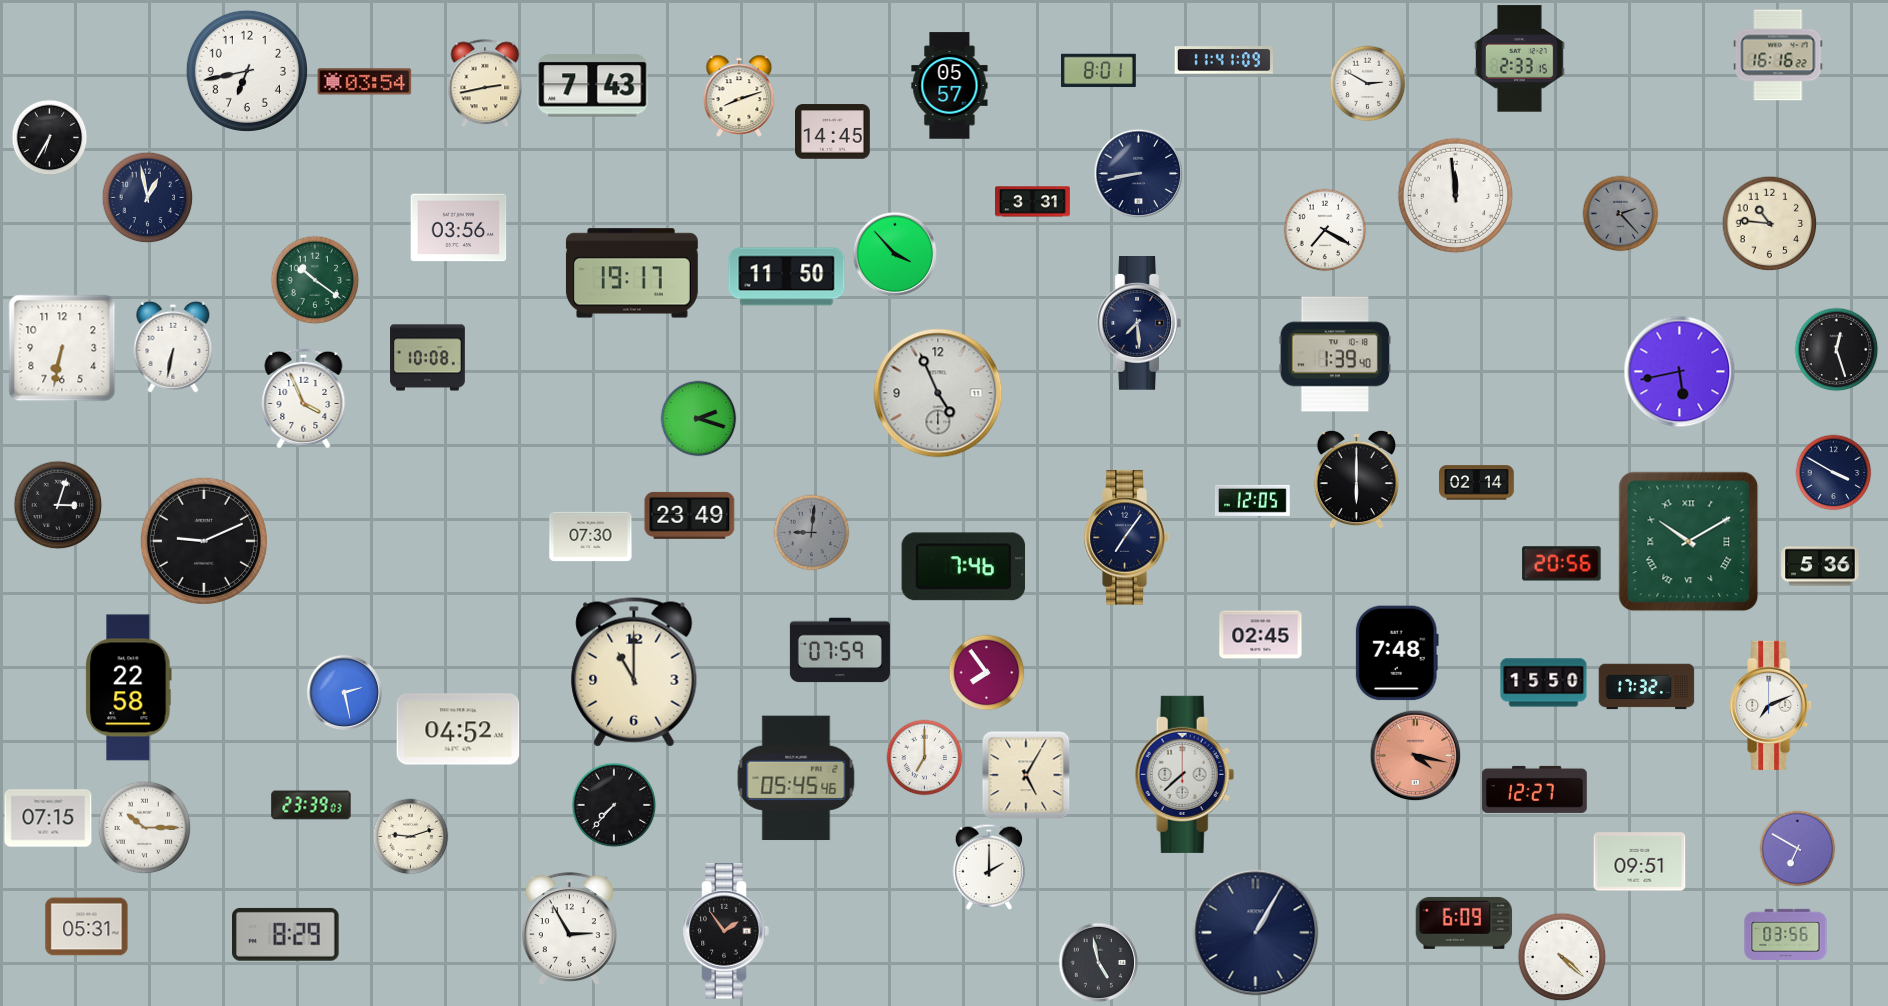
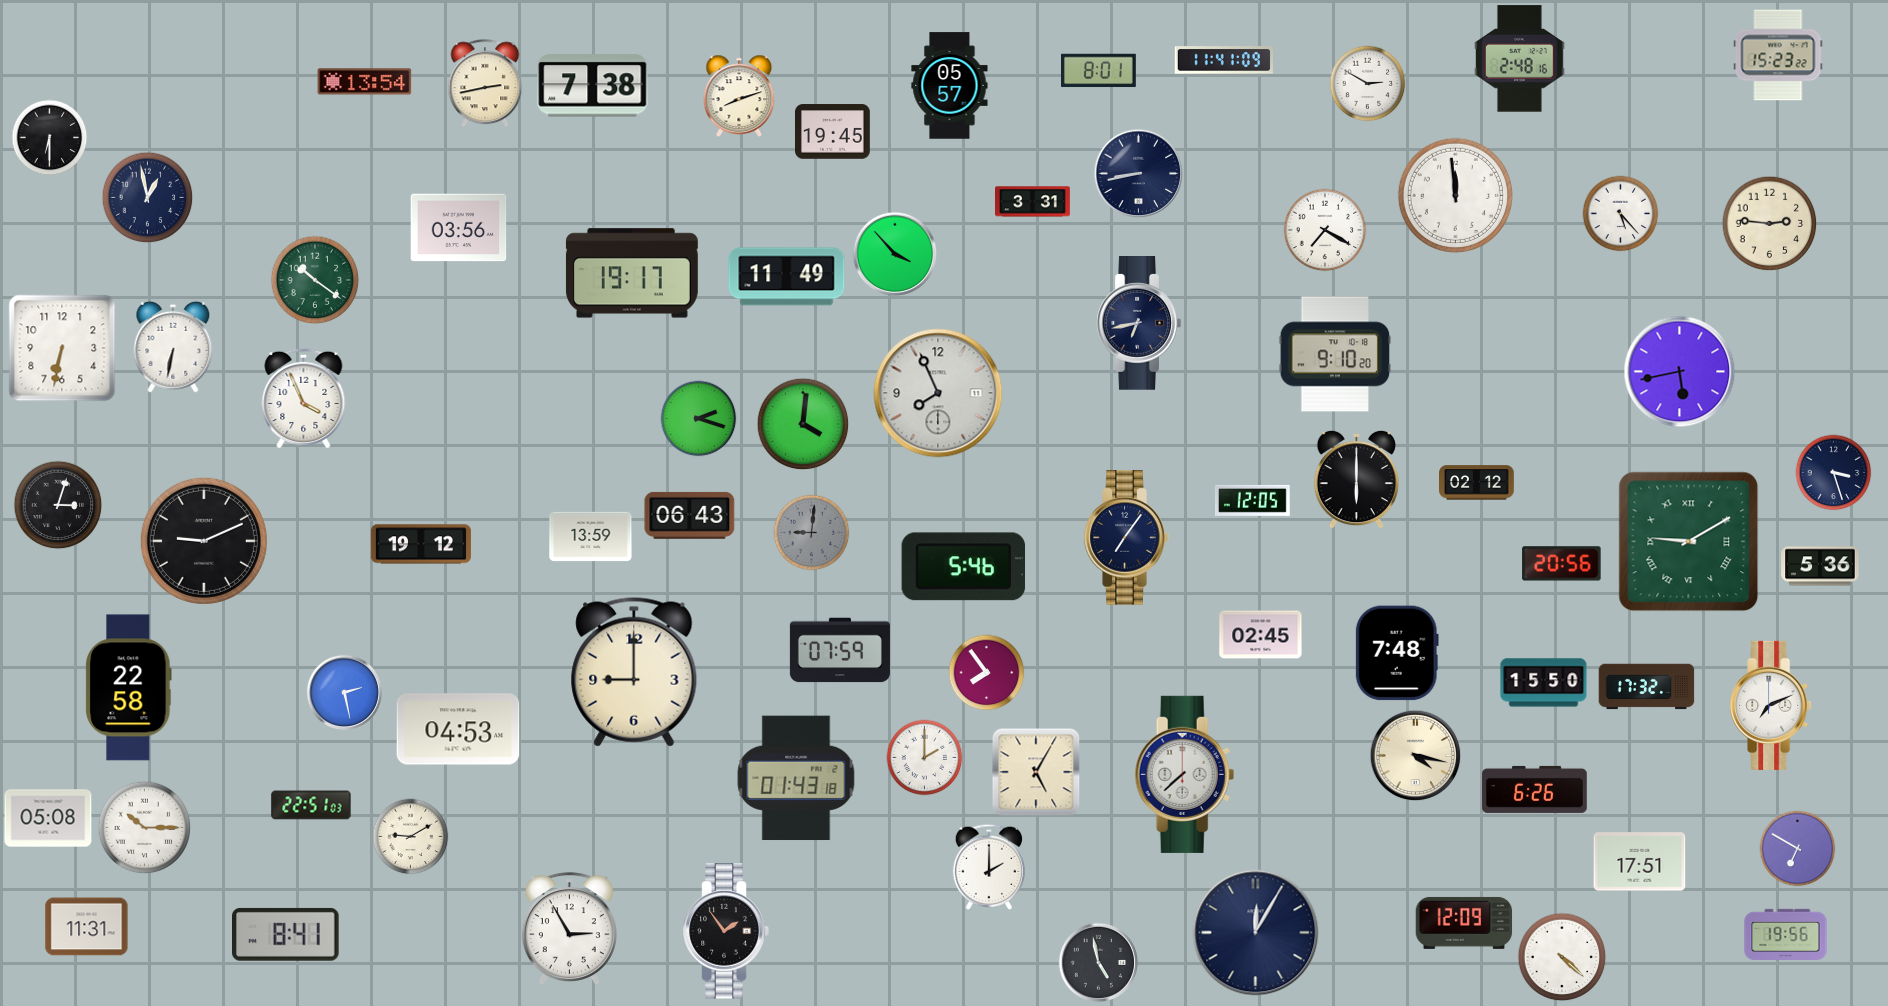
clock at (1778, 55): 16:16 -> 15:23
clock at (1520, 59): 2:33 -> 2:48
clock at (247, 71): 6:43 -> none
clock at (365, 82): 03:54 -> 13:54
clock at (593, 86): 7:43 -> 7:38
clock at (833, 132): 14:45 -> 19:45
clock at (50, 138): 6:35 -> 6:30
clock at (1621, 214): 2:23 -> 5:23
clock at (1621, 214) dial: grey -> white
clock at (1770, 224): 10:46 -> 2:46
clock at (787, 277): 11:50 -> 11:49
clock at (1139, 324): 7:29 -> 6:43
clock at (1837, 350): 12:27 -> none
clock at (1335, 354): 1:39 -> 9:10
clock at (428, 358): 10:08 -> none
clock at (938, 393): 4:56 -> 7:56
clock at (803, 424): none -> 4:01
clock at (1834, 473): 3:50 -> 3:27
clock at (1477, 483): 02:14 -> 02:12
clock at (690, 515): 23:49 -> 06:43
clock at (591, 537): 07:30 -> 13:59
clock at (1689, 542): 10:10 -> 9:10
clock at (421, 544): none -> 19:12
clock at (964, 567): 7:46 -> 5:46
clock at (634, 672): 11:00 -> 9:00
clock at (458, 729): 04:52 -> 04:53
clock at (1416, 756) dial: salmon -> cream
clock at (925, 758): 7:00 -> 2:00
clock at (1026, 775) position: (1026, 775) -> (1036, 772)
clock at (796, 778): 05:45 -> 01:43
clock at (1535, 789): 12:27 -> 6:26
clock at (311, 805): 23:39 -> 22:51
clock at (614, 805): 7:37 -> none
clock at (48, 818): 07:15 -> 05:08
clock at (411, 837): 9:12 -> 9:10
clock at (1640, 862): 09:51 -> 17:51
clock at (1464, 923): 6:09 -> 12:09
clock at (87, 927): 05:31 -> 11:31
clock at (1256, 933): 1:05 -> 12:05
clock at (286, 934): 8:29 -> 8:41
clock at (1786, 934): 03:56 -> 19:56
